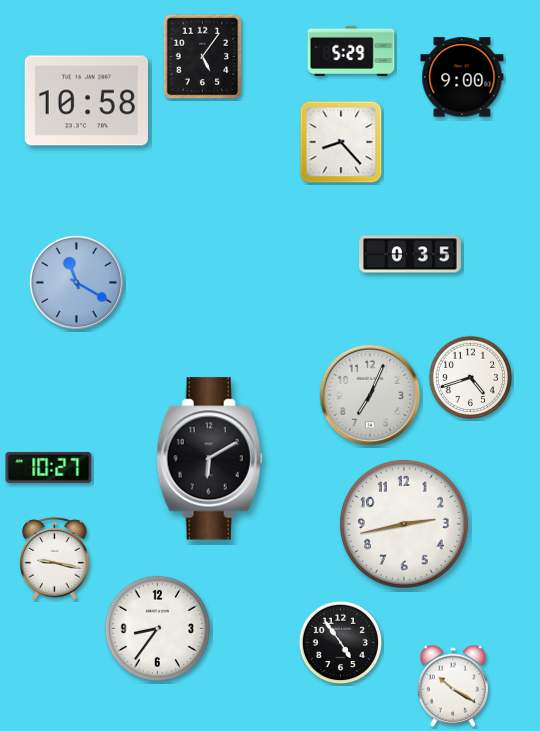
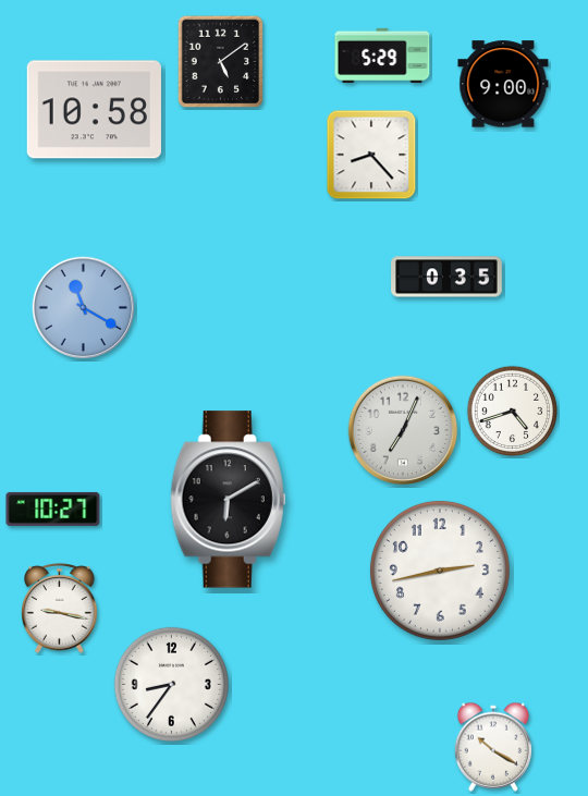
clock at (203, 57): 5:06 -> 5:09
clock at (341, 643): 4:54 -> none
